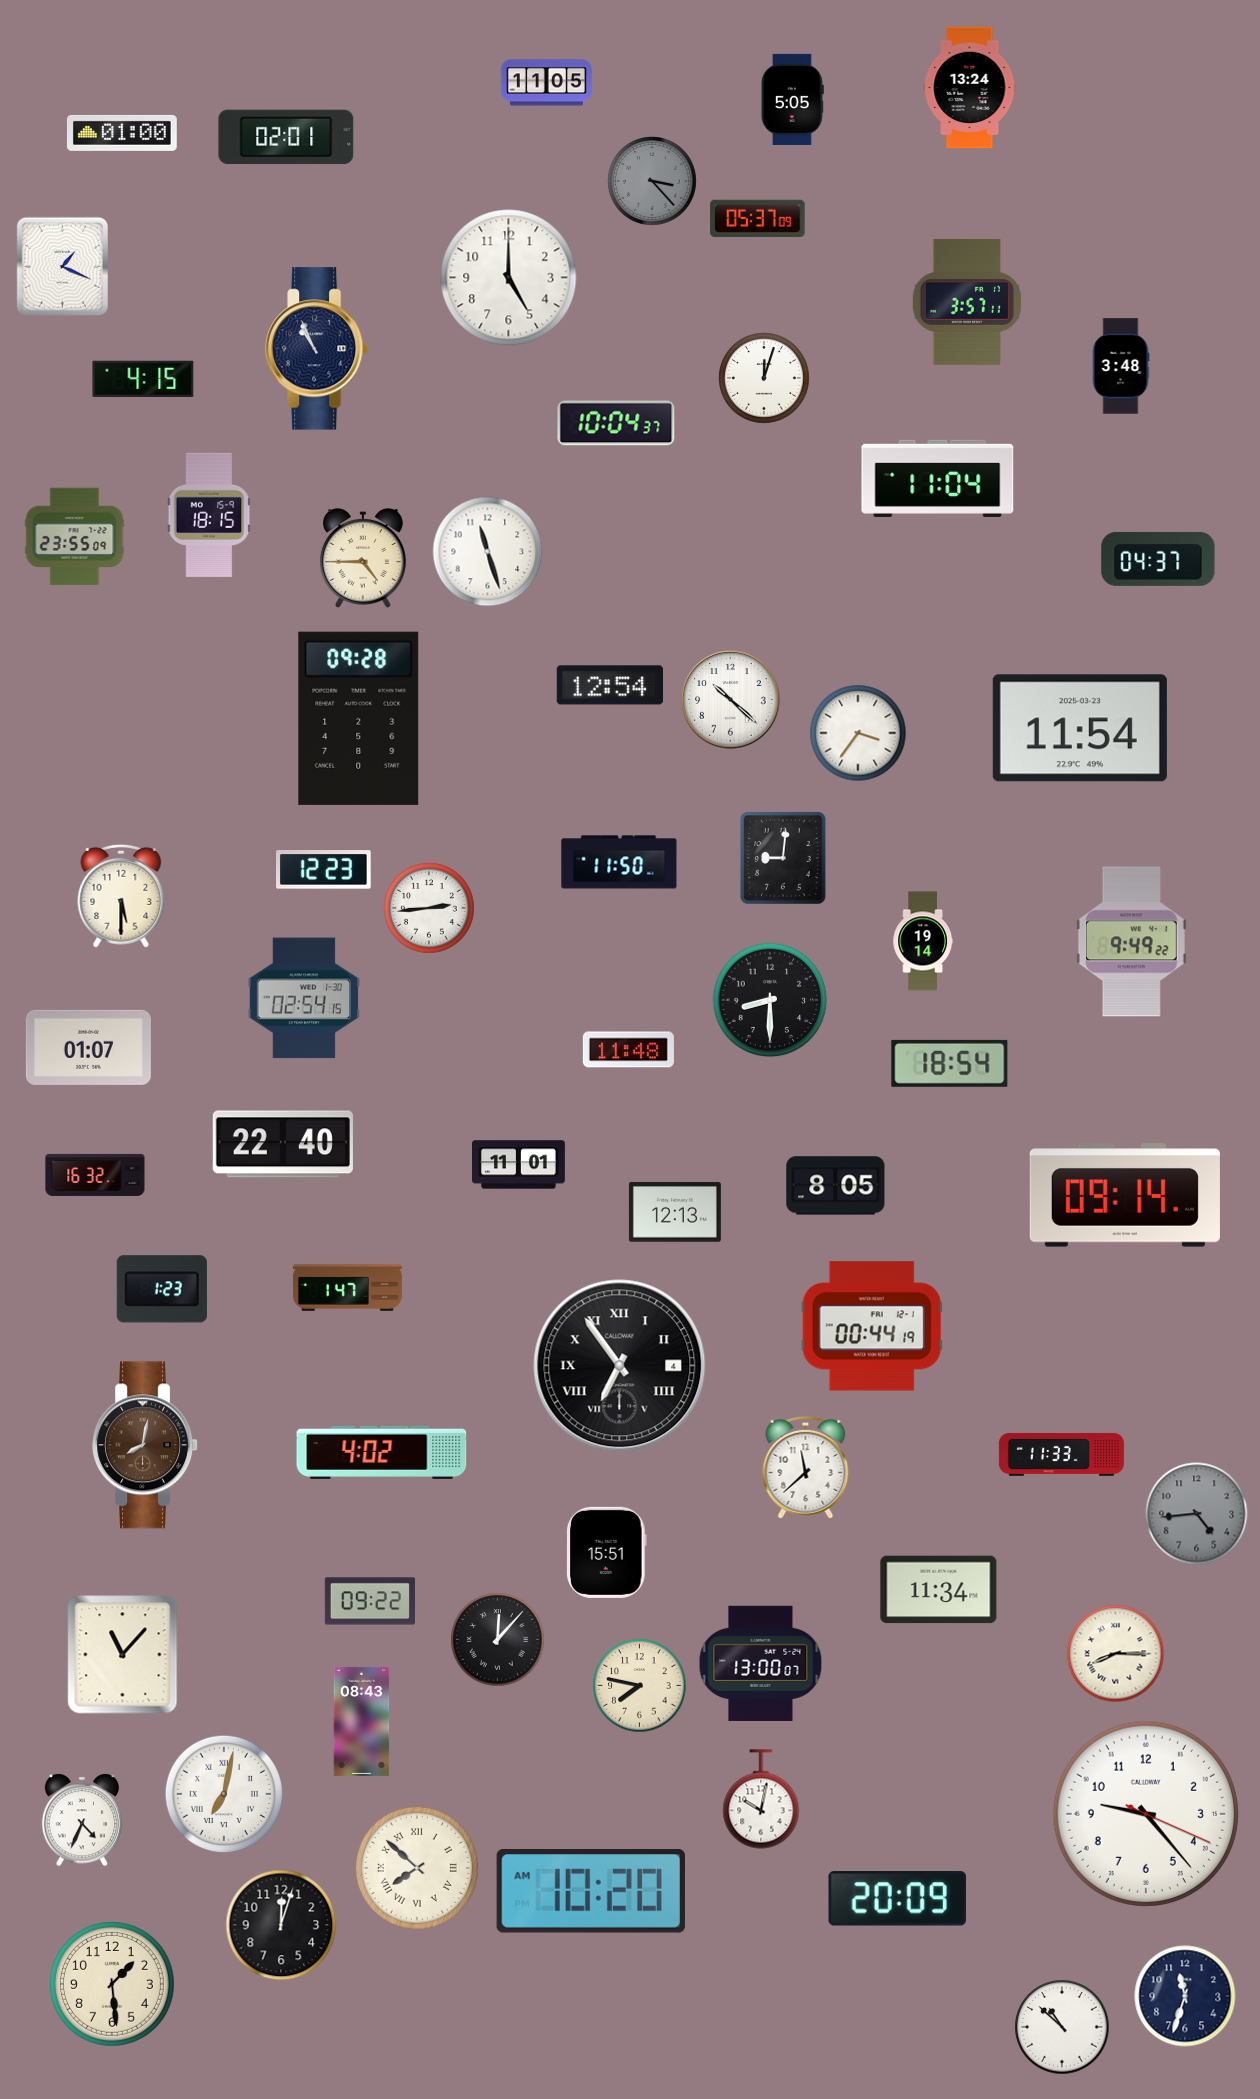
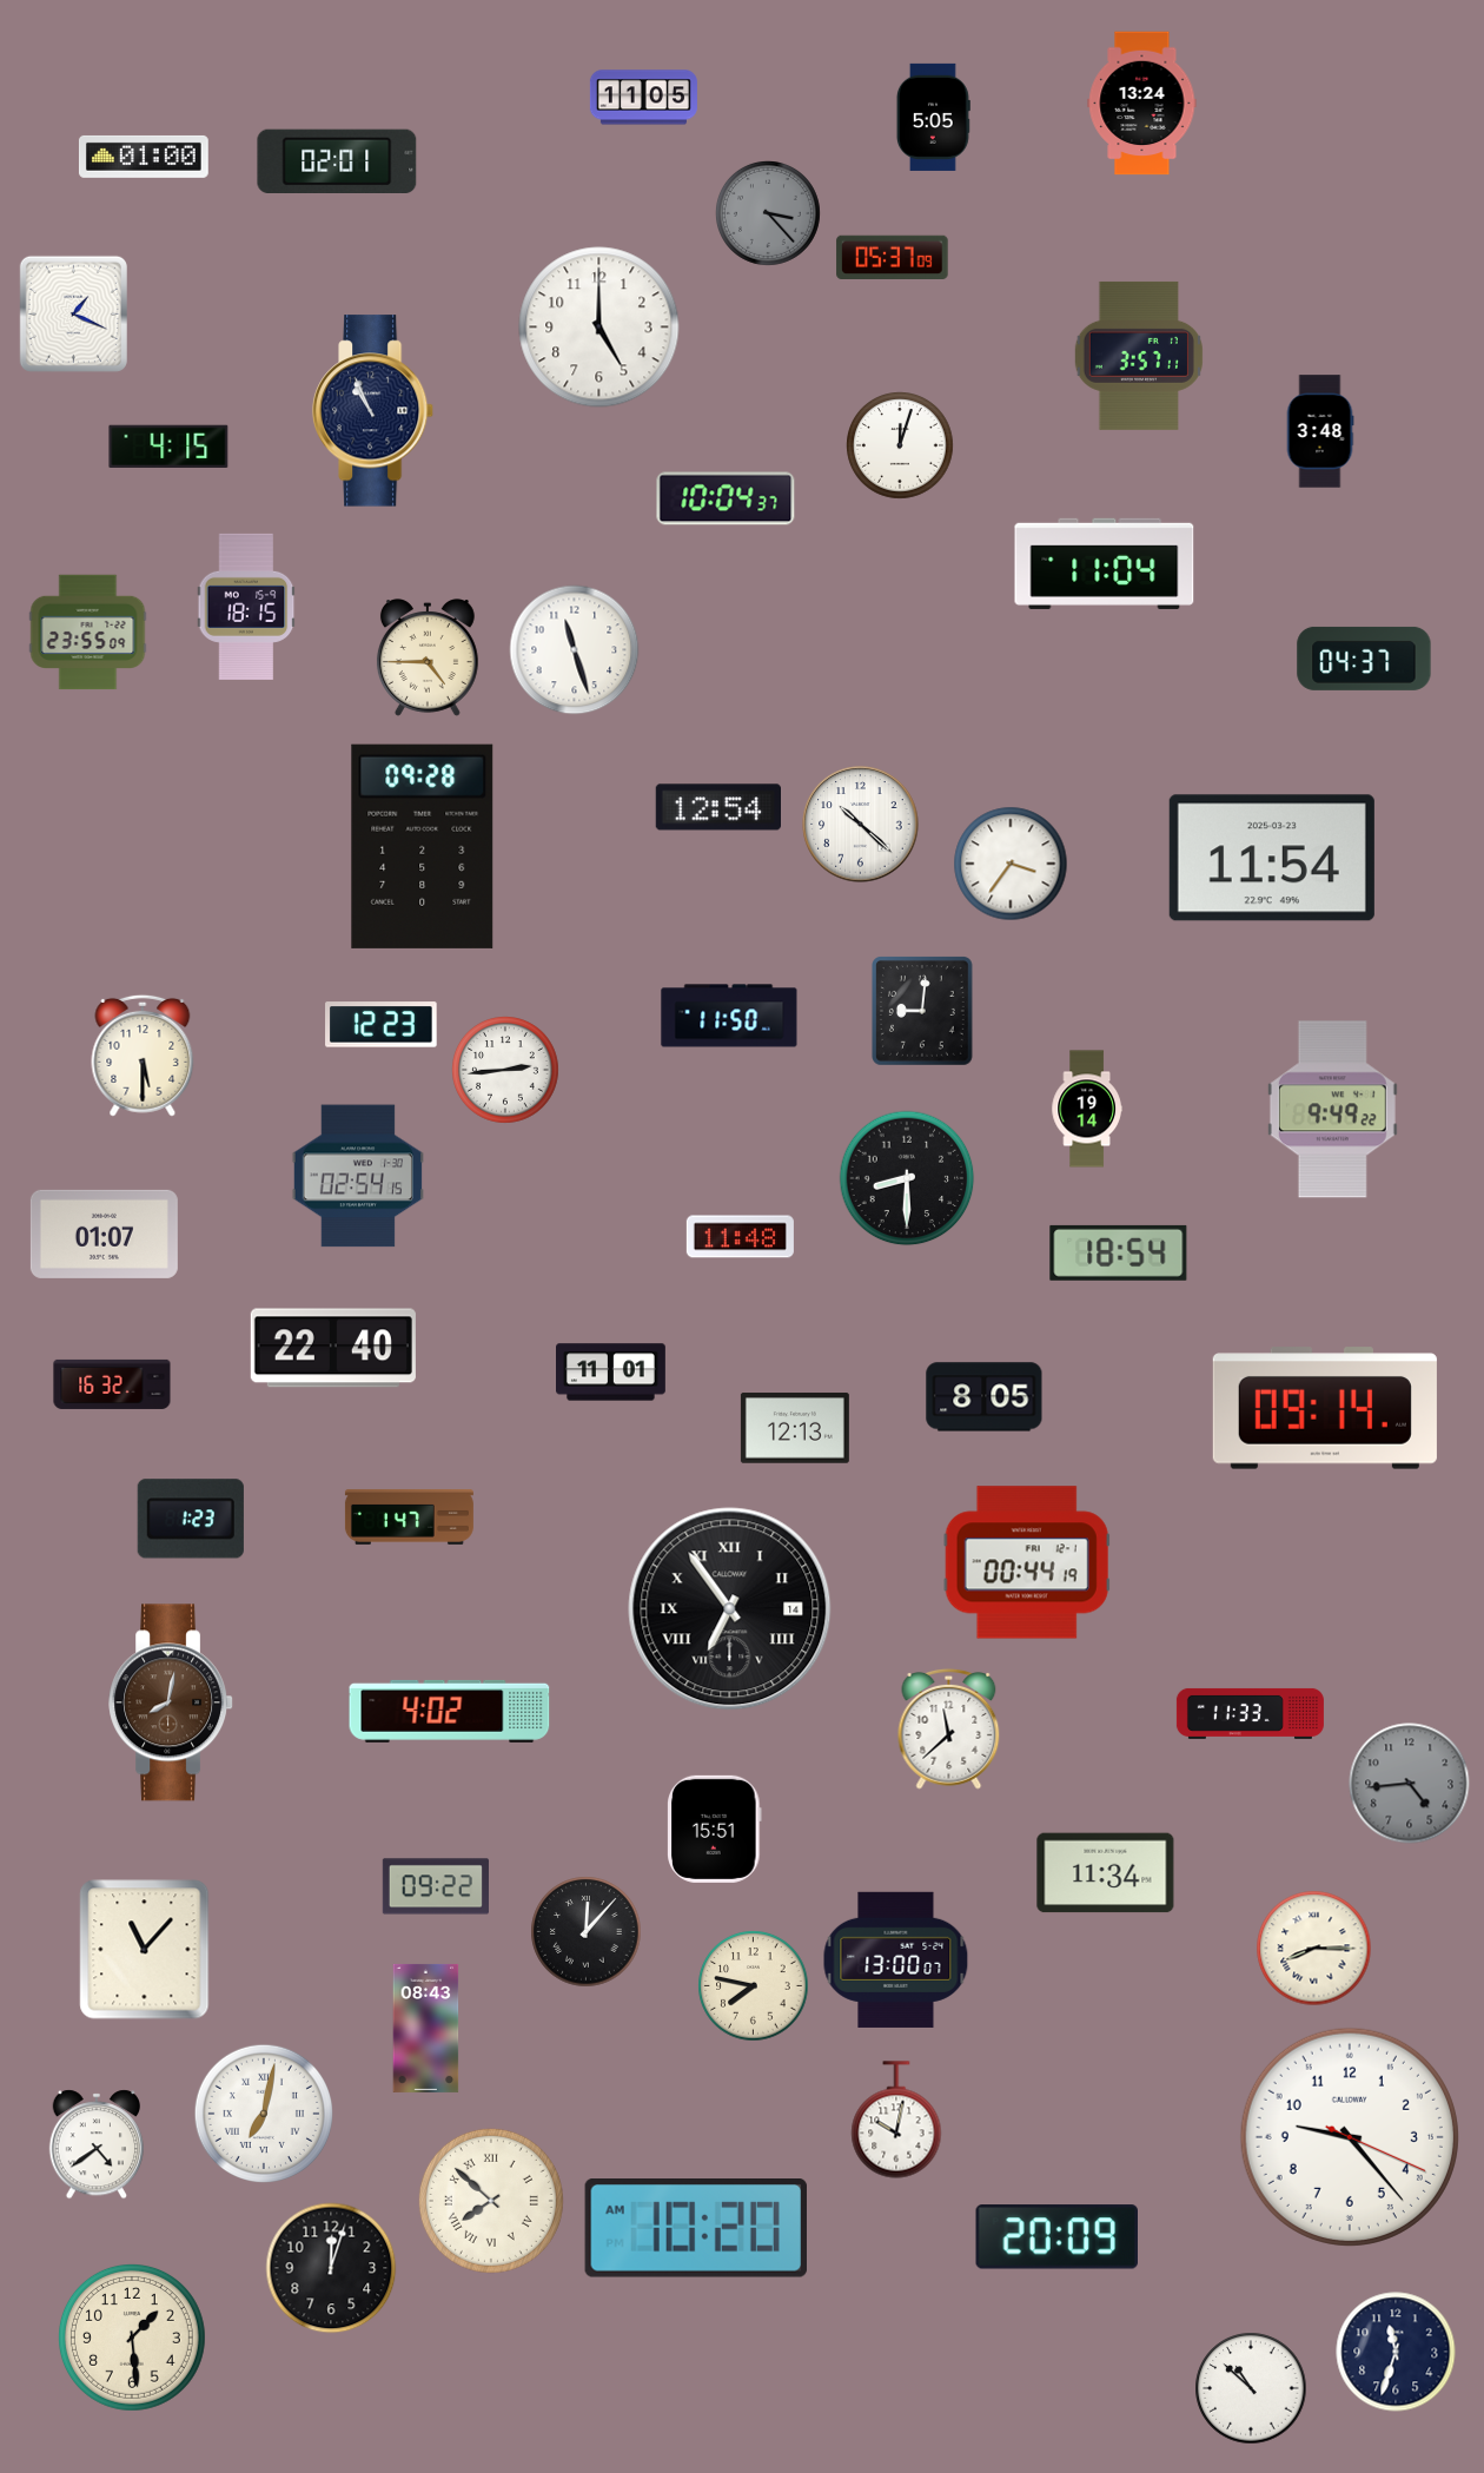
clock at (620, 1366) date: 4 -> 14
clock at (82, 1820): 4:34 -> 4:39
